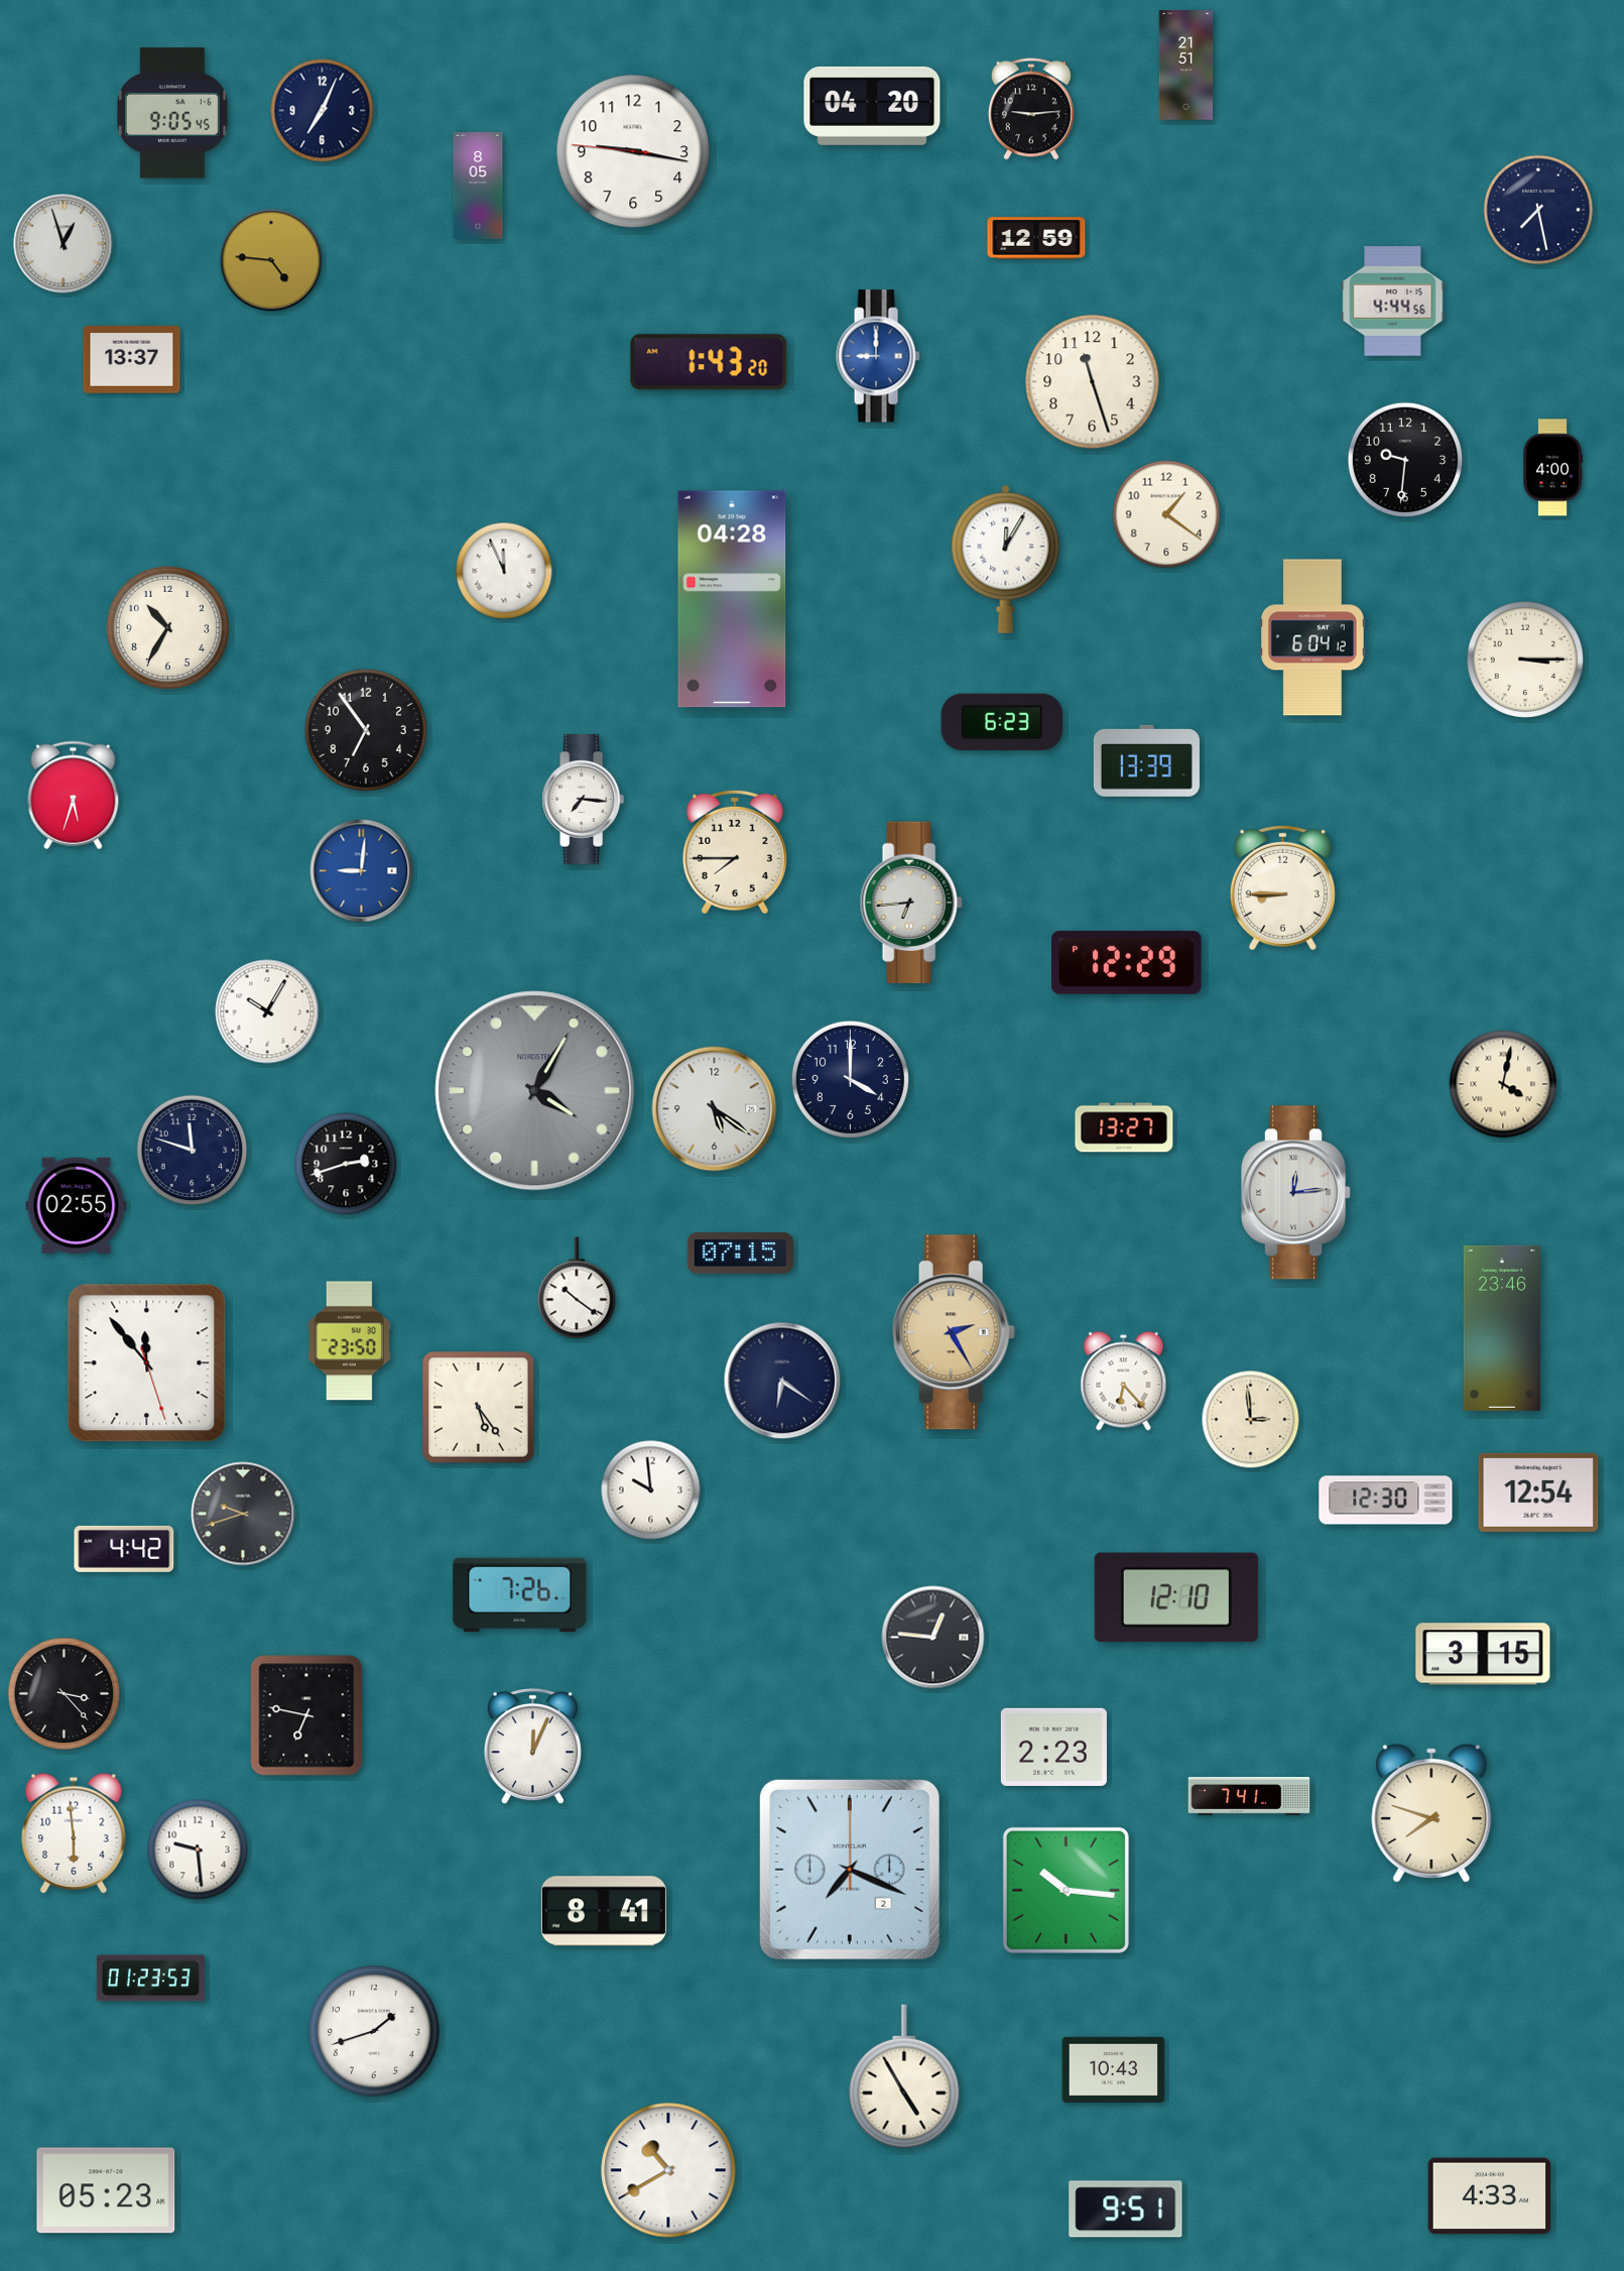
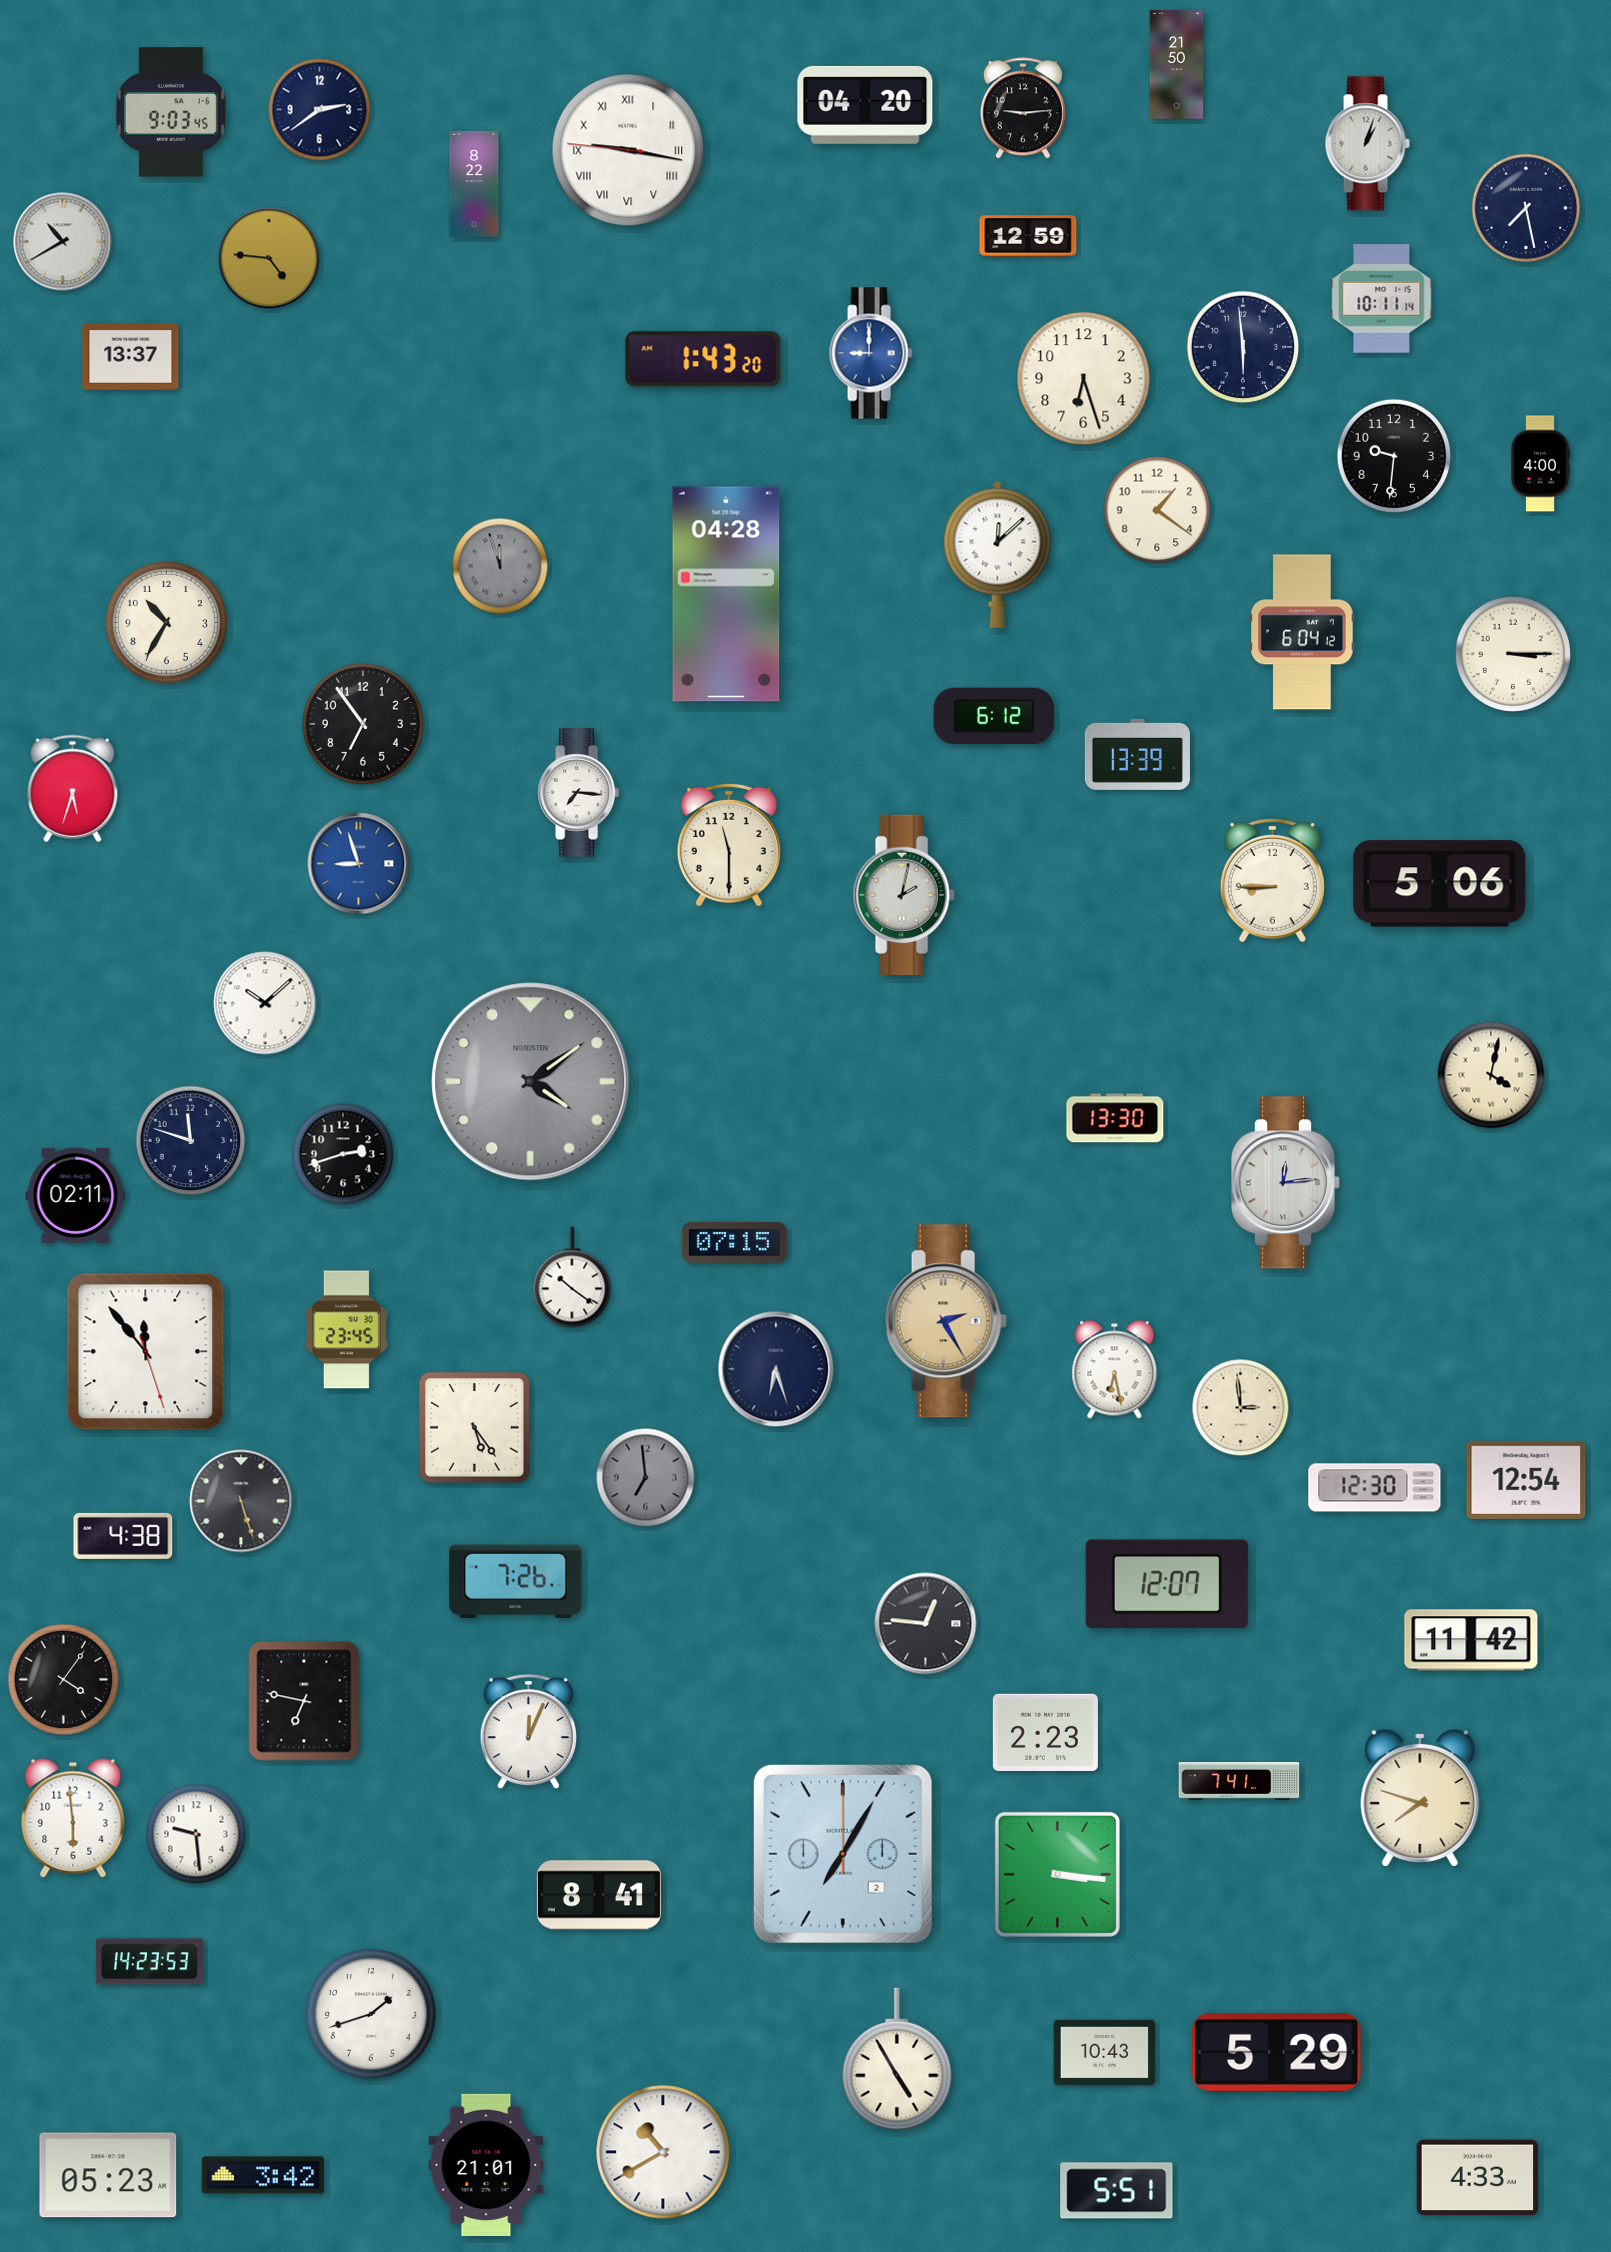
clock at (1186, 66): 21:51 -> 21:50
clock at (323, 111): 7:04 -> 2:39
clock at (172, 113): 9:05 -> 9:03
clock at (1367, 144): none -> 1:03
clock at (633, 151) numerals: Arabic -> Roman
clock at (478, 186): 8:05 -> 8:22
clock at (64, 244): 12:57 -> 10:40
clock at (1393, 302): 4:44 -> 10:11
clock at (1243, 347): none -> 5:59
clock at (1093, 382): 11:27 -> 6:27
clock at (1006, 559): 12:05 -> 12:08
clock at (504, 571): 11:56 -> 11:57
clock at (504, 571) dial: white -> grey
clock at (1002, 722): 6:23 -> 6:12
clock at (735, 852): 7:45 -> 11:30
clock at (362, 871): 9:01 -> 8:57
clock at (1440, 884): none -> 5:06
clock at (911, 902): 6:44 -> 2:02
clock at (1127, 962): 12:29 -> none
clock at (267, 1011): 10:05 -> 10:08
clock at (850, 1079): 4:00 -> none
clock at (535, 1091): 4:05 -> 4:09
clock at (715, 1109): 5:21 -> none
clock at (1124, 1127): 13:27 -> 13:30
clock at (77, 1205): 02:55 -> 02:11
clock at (1502, 1328): 23:46 -> none
clock at (349, 1341): 23:50 -> 23:45
clock at (782, 1381): 6:21 -> 6:27
clock at (1124, 1382): 6:23 -> 6:28
clock at (479, 1408) position: (479, 1408) -> (475, 1428)
clock at (651, 1490): 9:59 -> 6:59
clock at (651, 1490) dial: white -> grey
clock at (243, 1514): 9:42 -> 5:27
clock at (124, 1549): 4:42 -> 4:38
clock at (1176, 1597): 12:10 -> 12:07
clock at (1483, 1654): 3:15 -> 11:42
clock at (65, 1694): 3:23 -> 4:06
clock at (850, 1870): 7:19 -> 7:05
clock at (1066, 1890): 10:16 -> 3:16
clock at (150, 1979): 01:23 -> 14:23
clock at (1277, 2053): none -> 5:29
clock at (486, 2165): none -> 21:01
clock at (106, 2190) position: (106, 2190) -> (108, 2175)
clock at (262, 2175): none -> 3:42
clock at (1126, 2209): 9:51 -> 5:51
